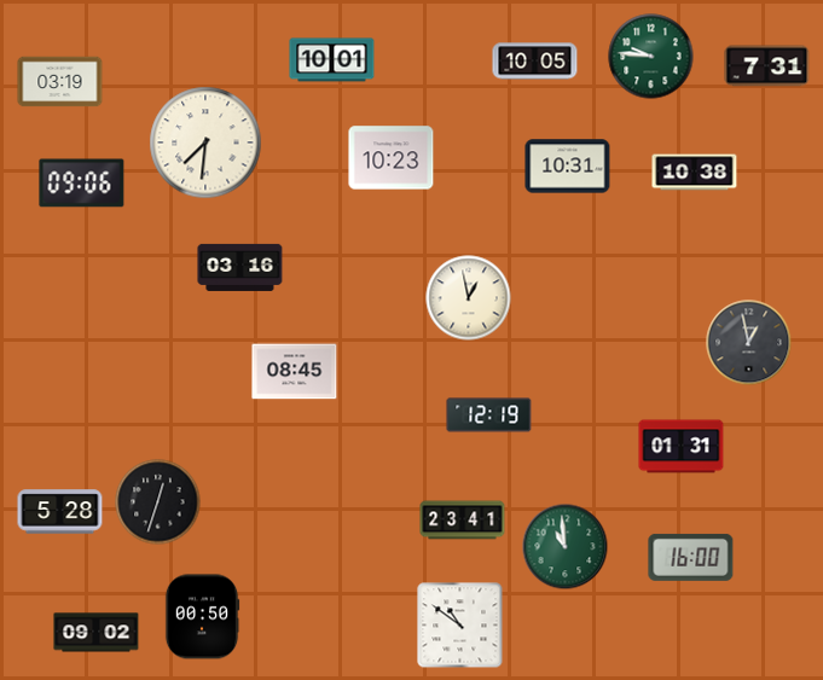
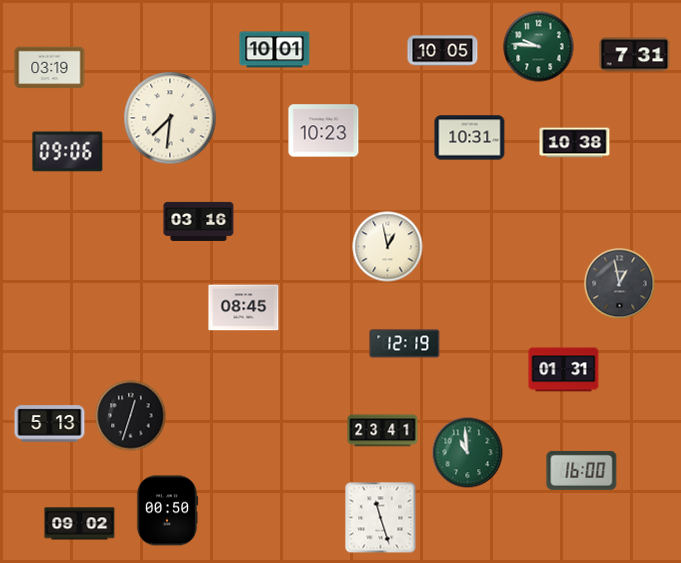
clock at (60, 512): 5:28 -> 5:13
clock at (691, 557) position: (691, 557) -> (582, 470)
clock at (460, 626): 10:51 -> 11:27
